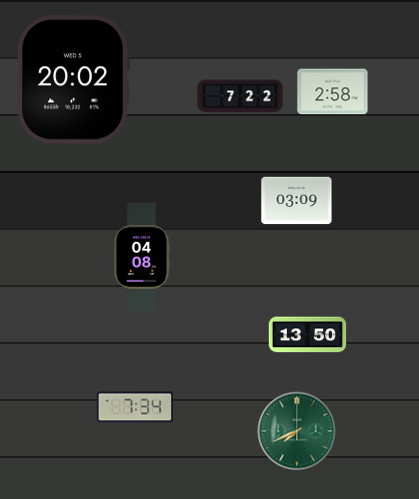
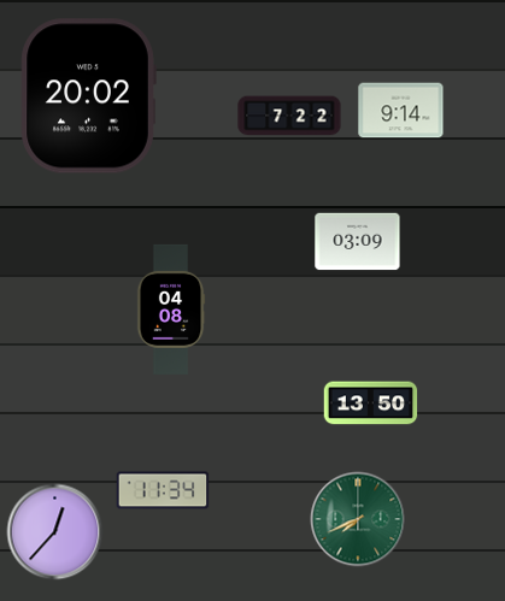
clock at (333, 92): 2:58 -> 9:14
clock at (135, 407): 7:34 -> 11:34
clock at (55, 532): none -> 12:37
